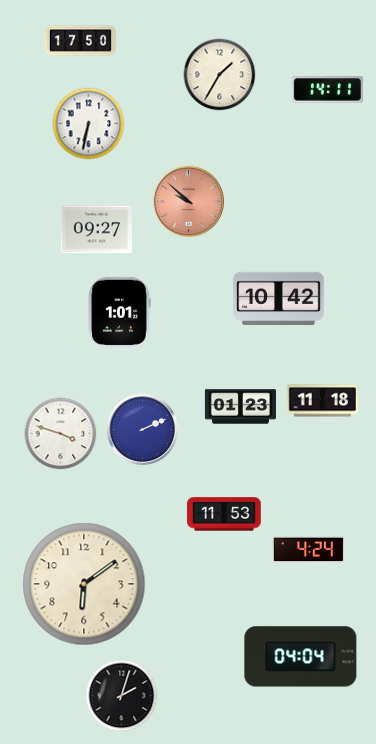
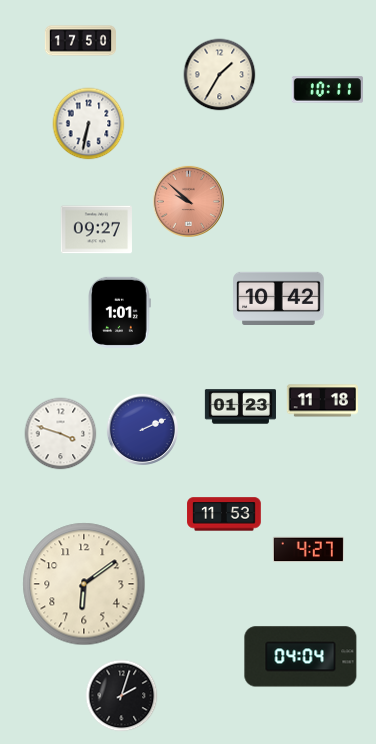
clock at (327, 90): 14:11 -> 10:11
clock at (308, 550): 4:24 -> 4:27
